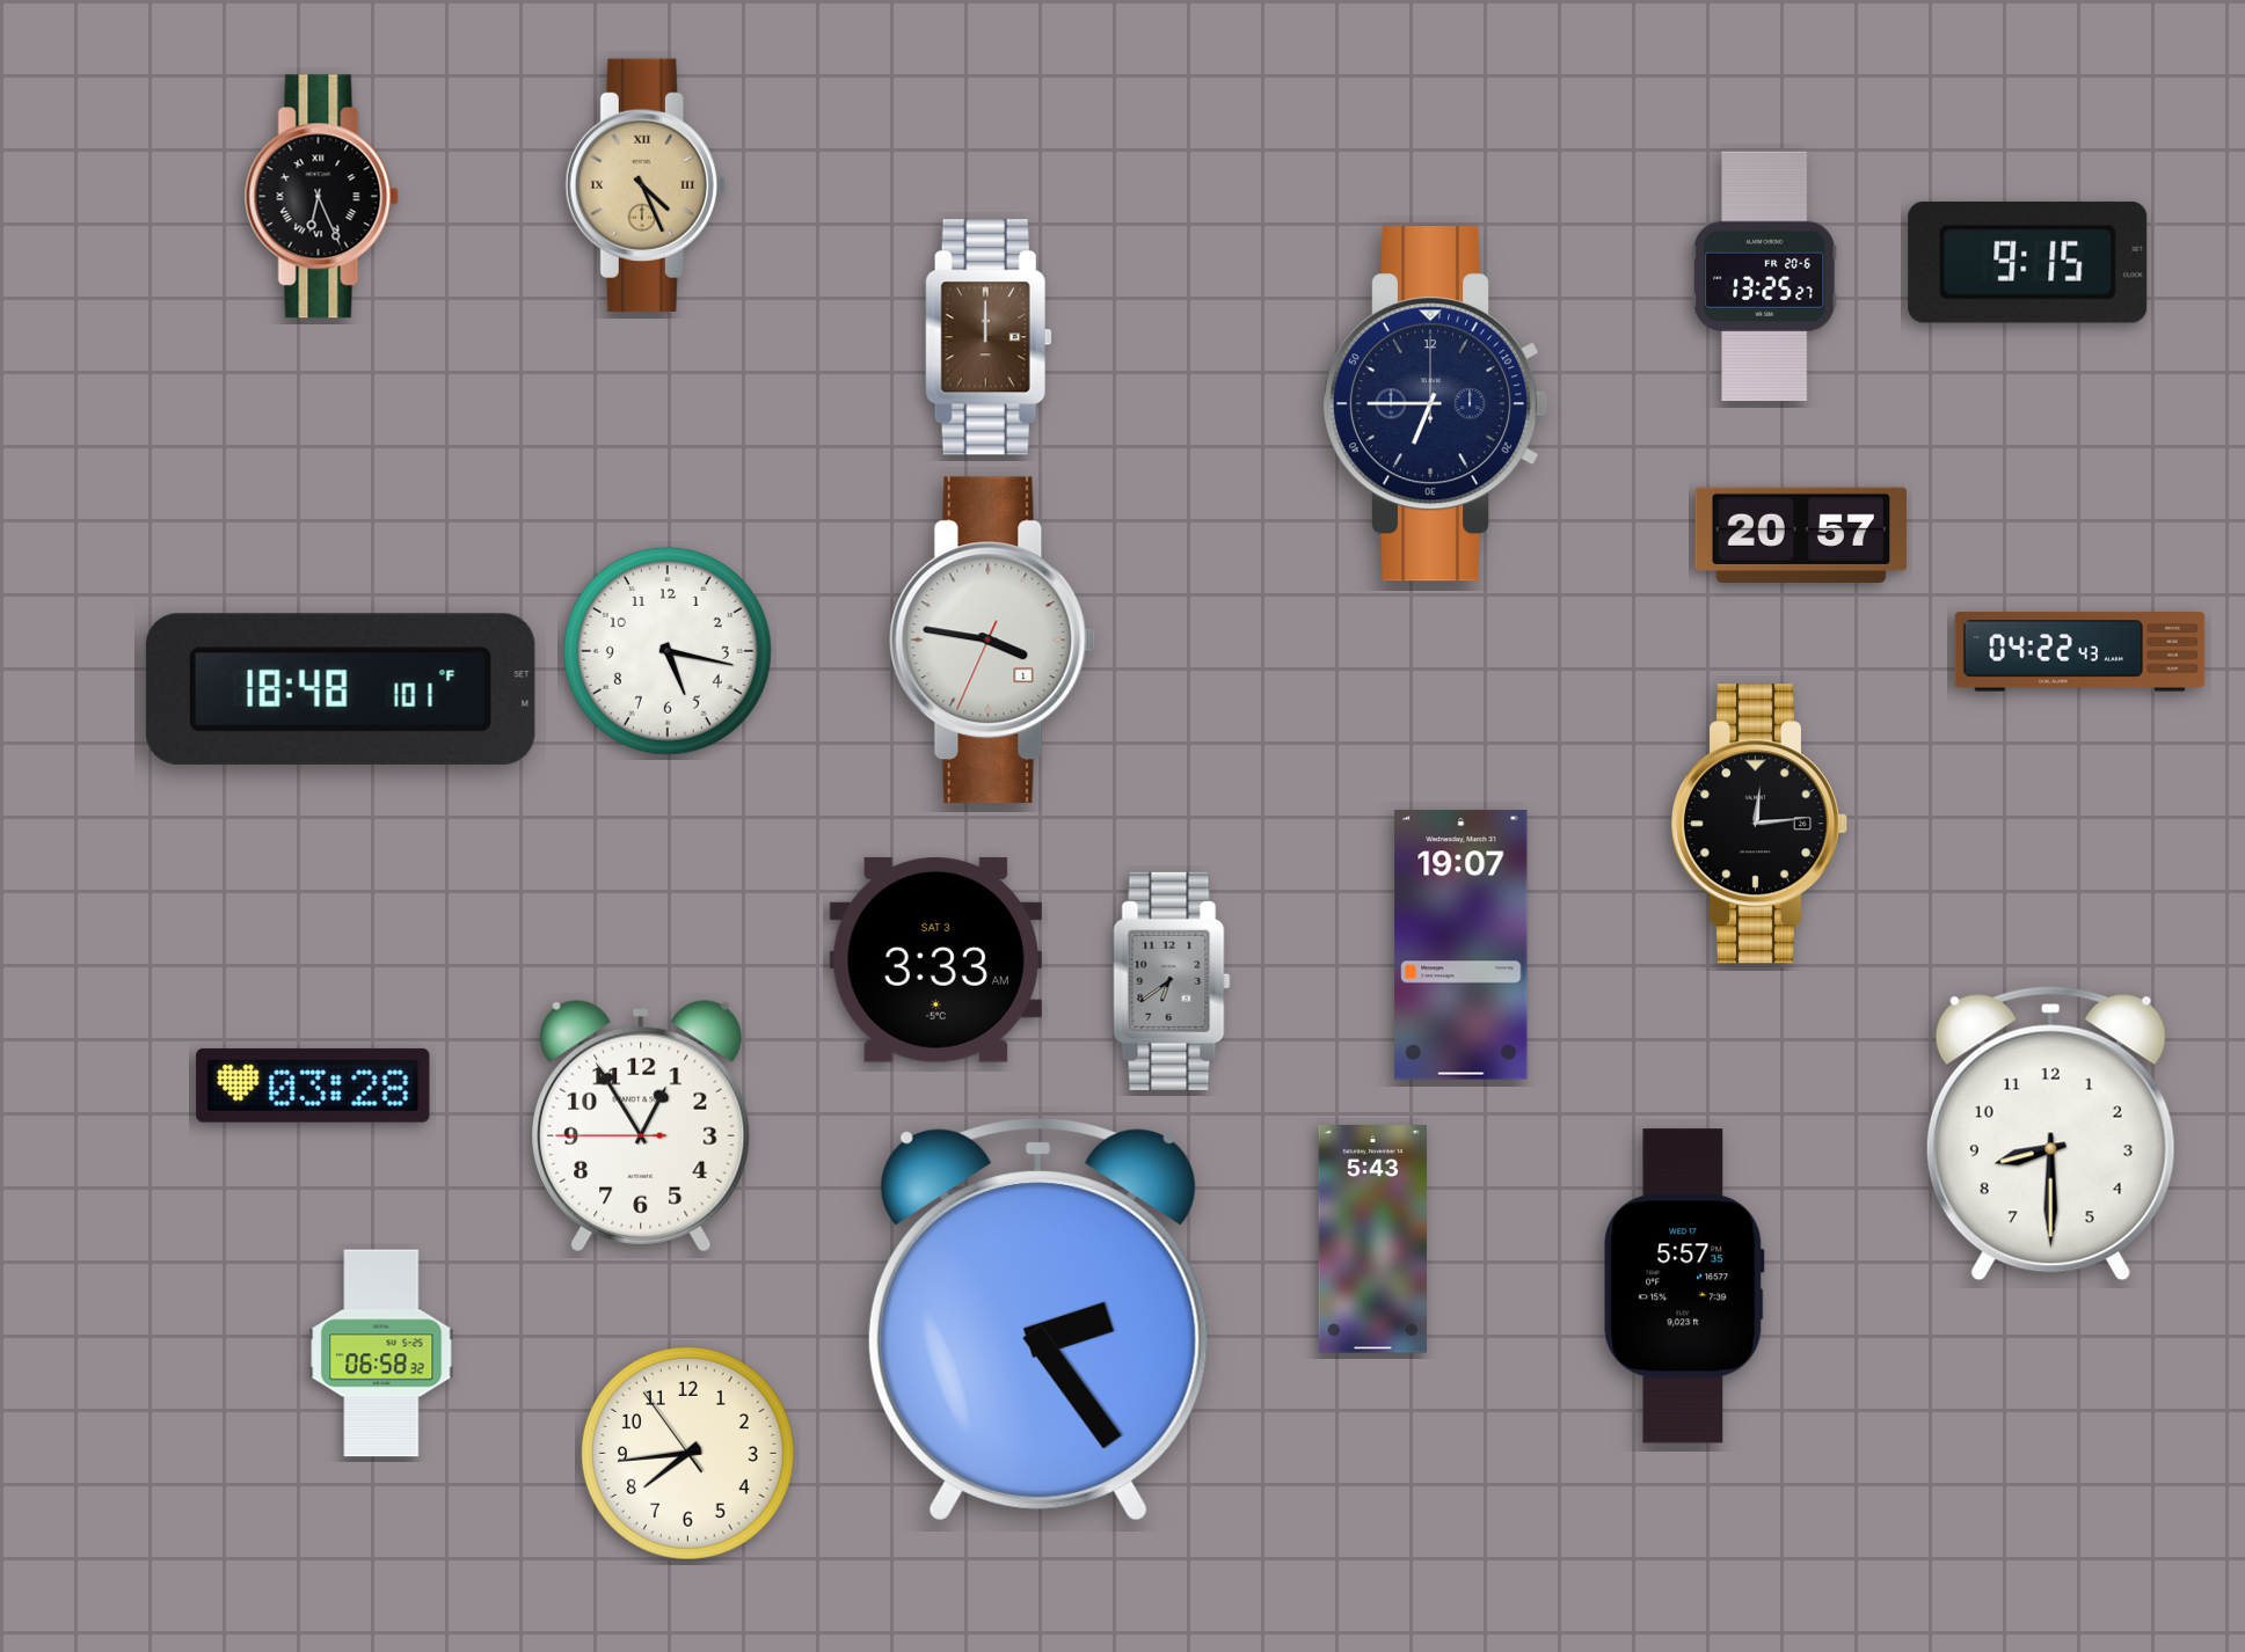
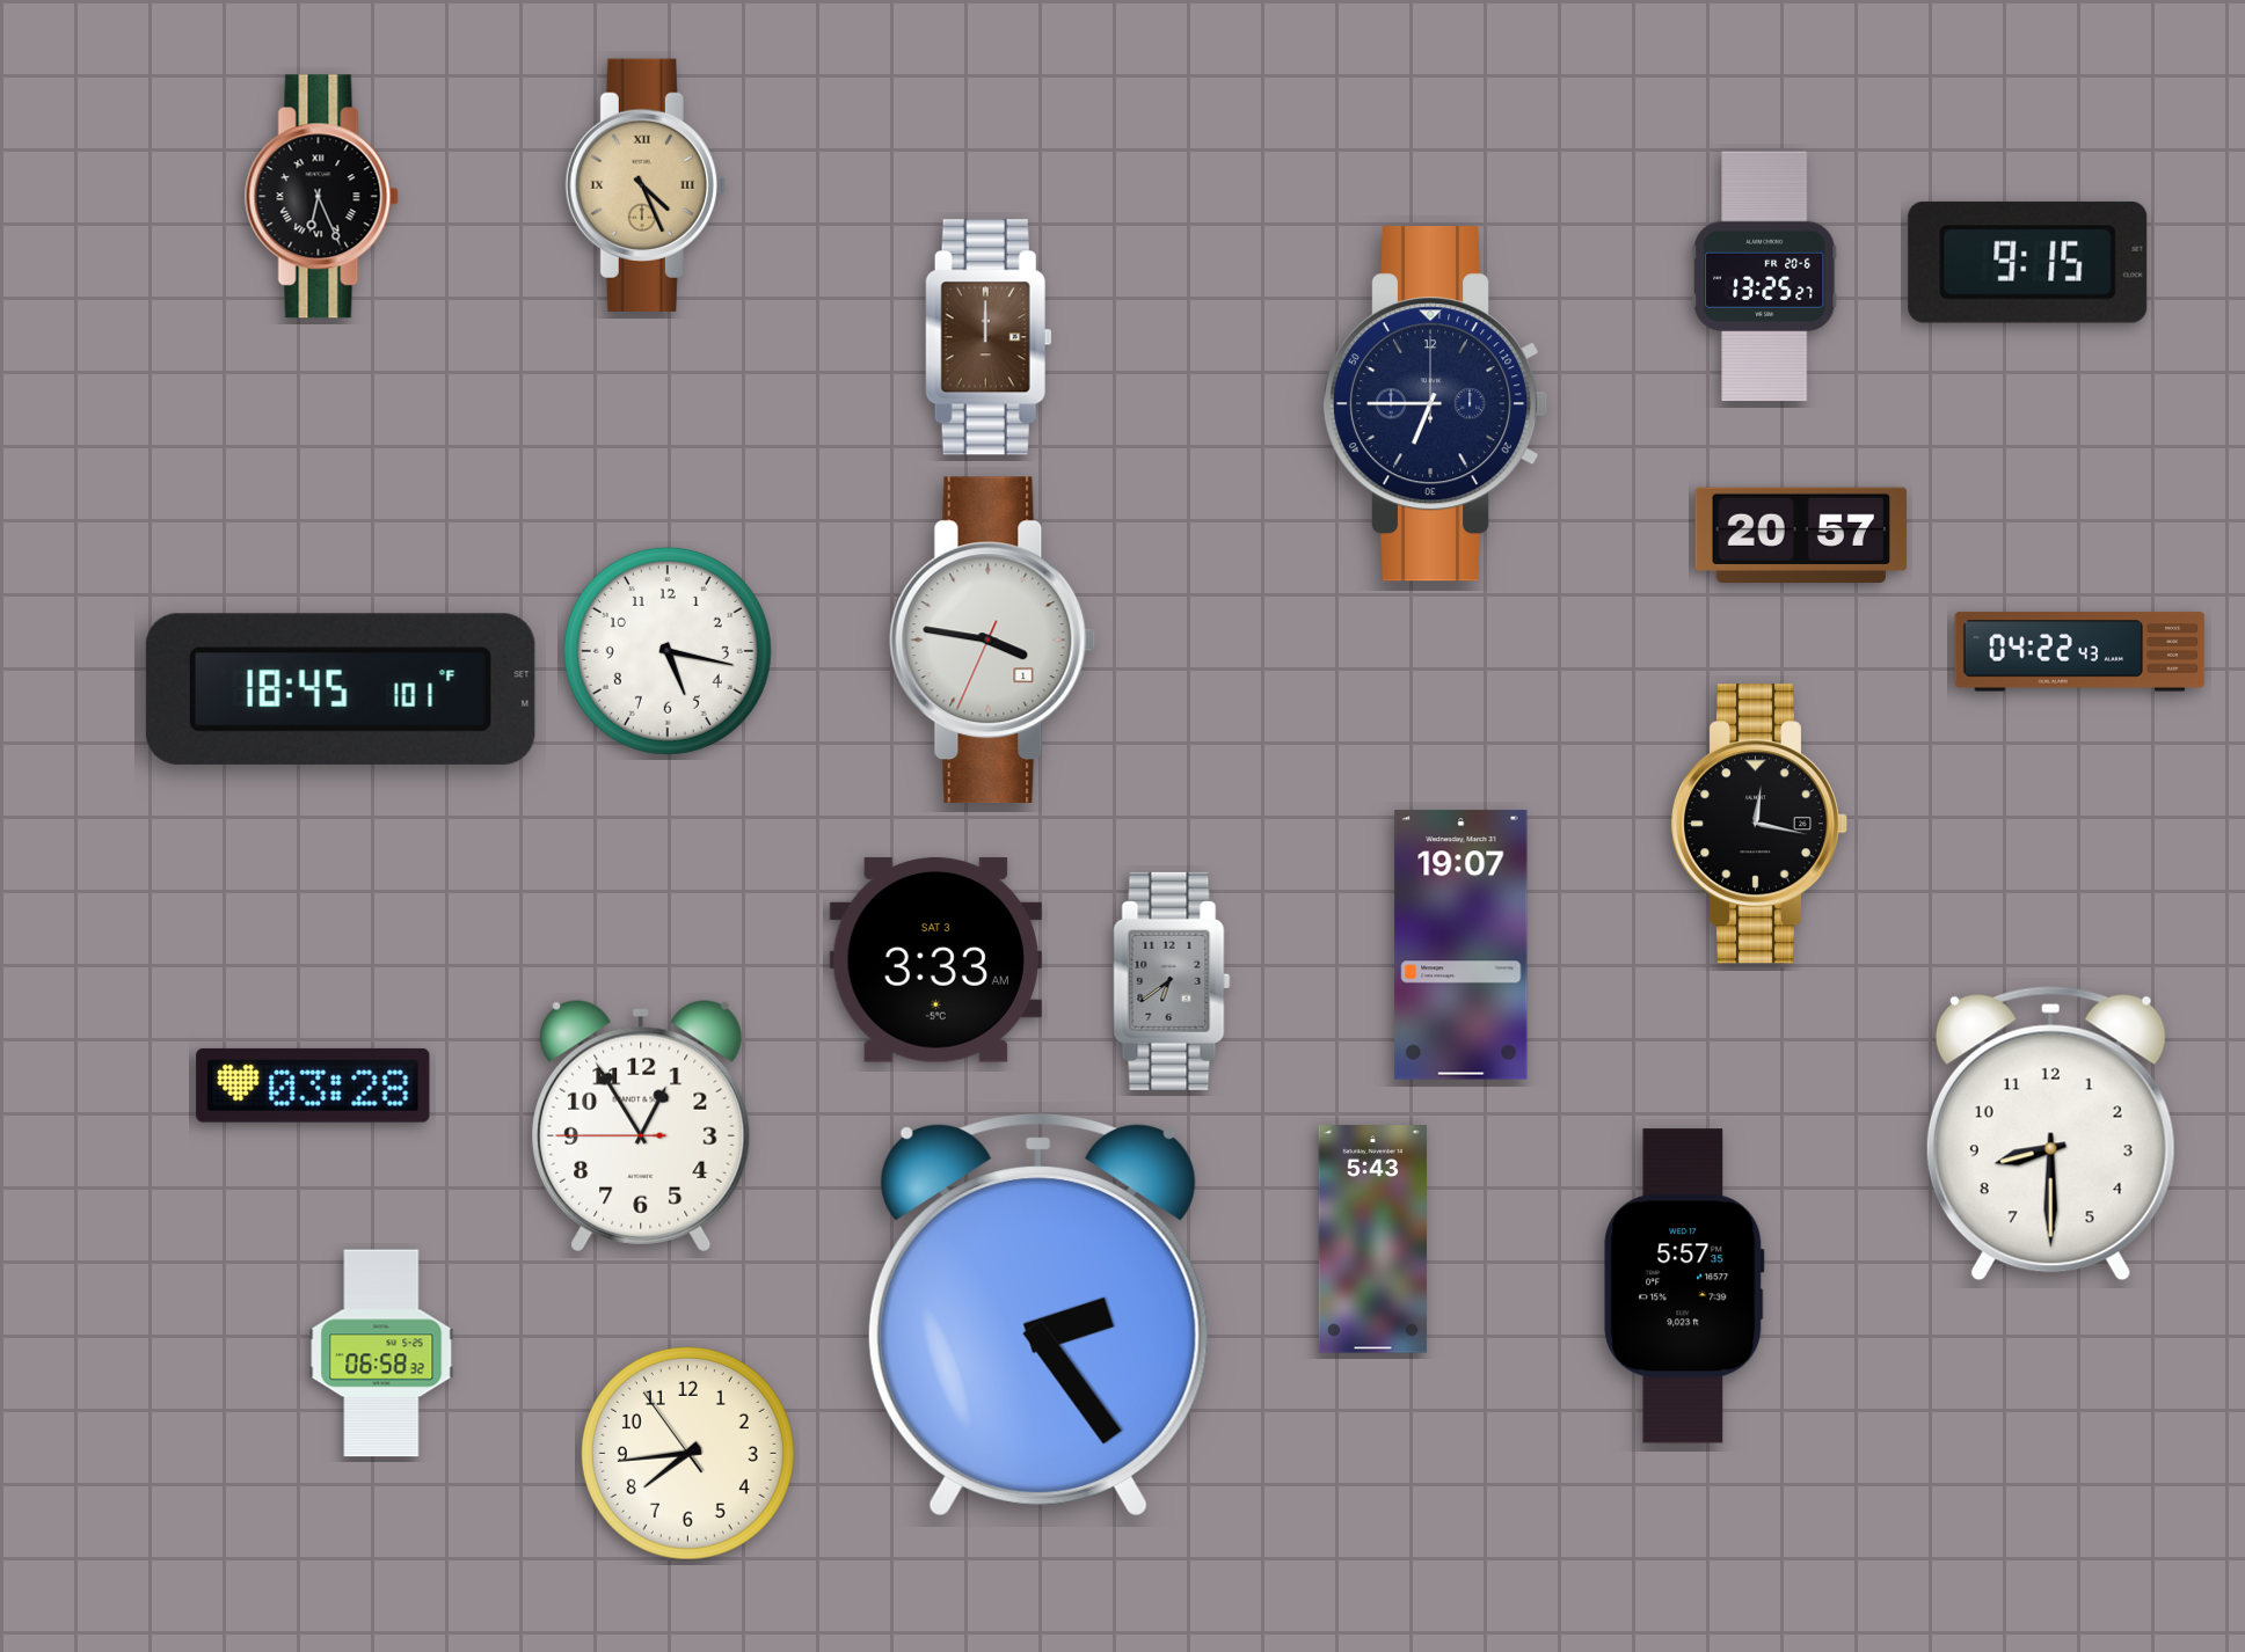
clock at (341, 689): 18:48 -> 18:45
clock at (1759, 824): 12:14 -> 12:17
clock at (1038, 1320) position: (1038, 1320) -> (1038, 1315)
